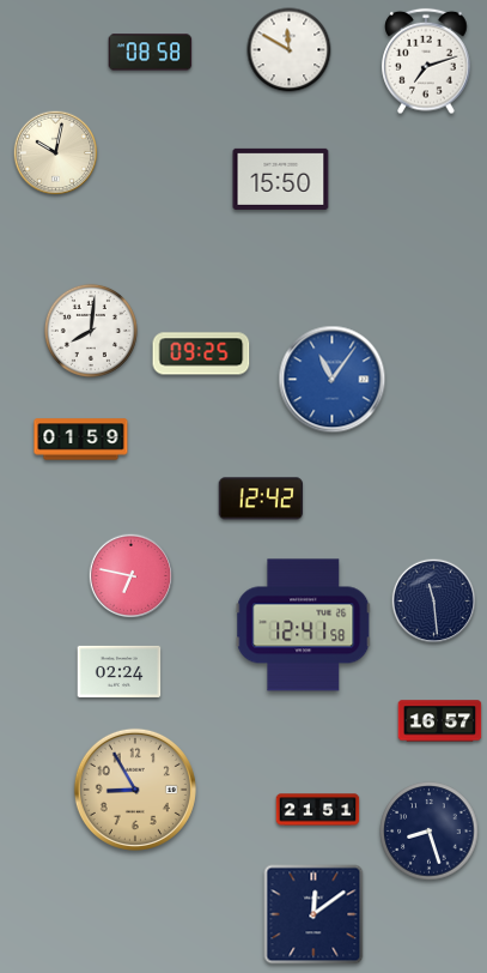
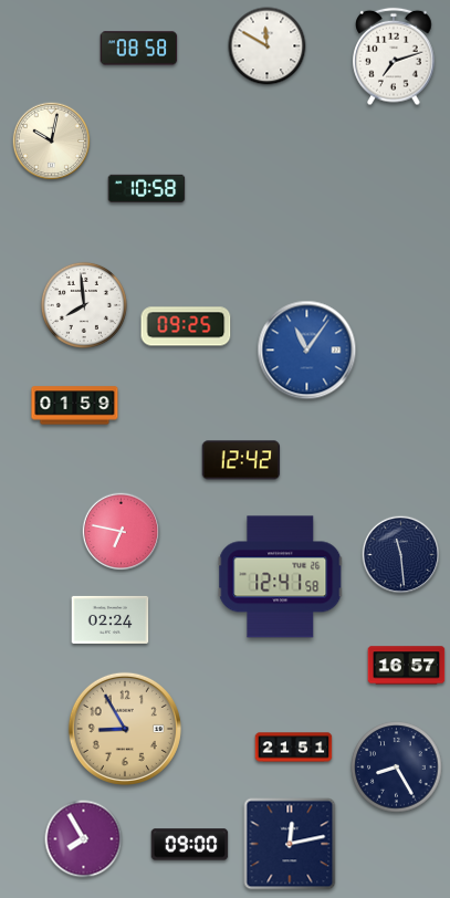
clock at (281, 179): 15:50 -> none
clock at (147, 188): none -> 10:58
clock at (91, 331): 8:01 -> 7:59
clock at (430, 832): 8:27 -> 8:25
clock at (84, 839): none -> 7:55
clock at (313, 914): 12:09 -> 12:13
clock at (190, 845): none -> 09:00
